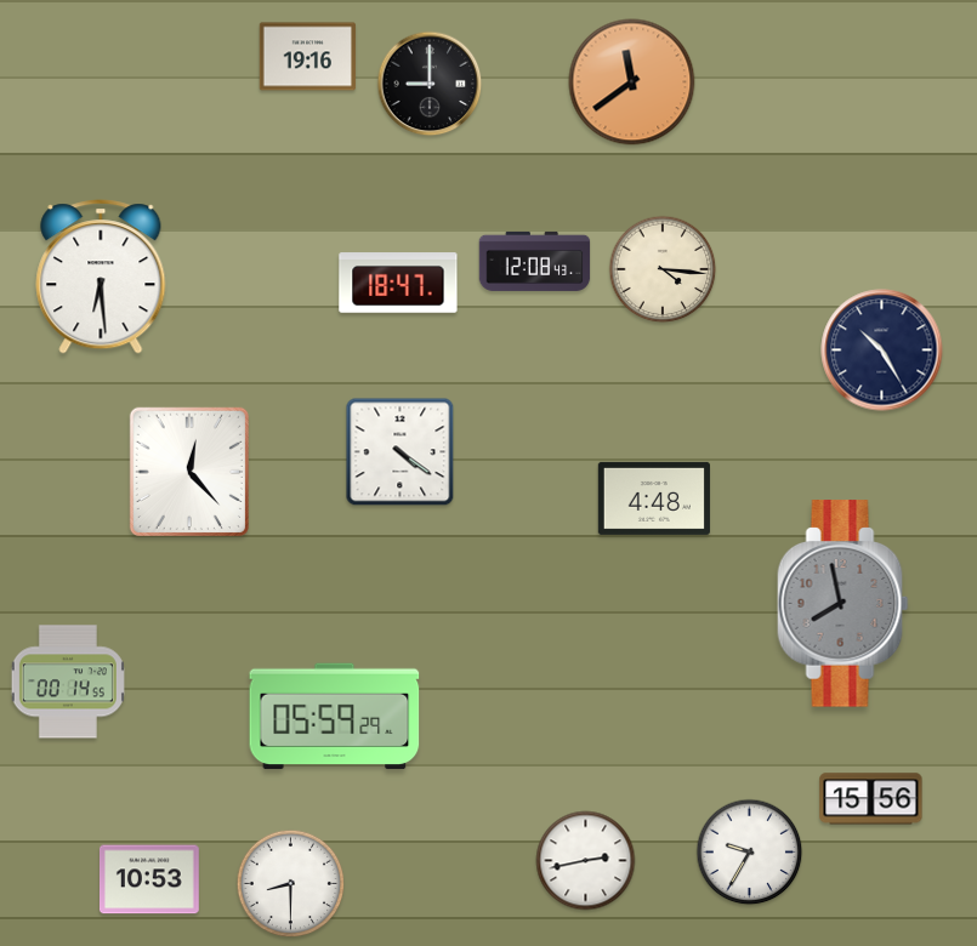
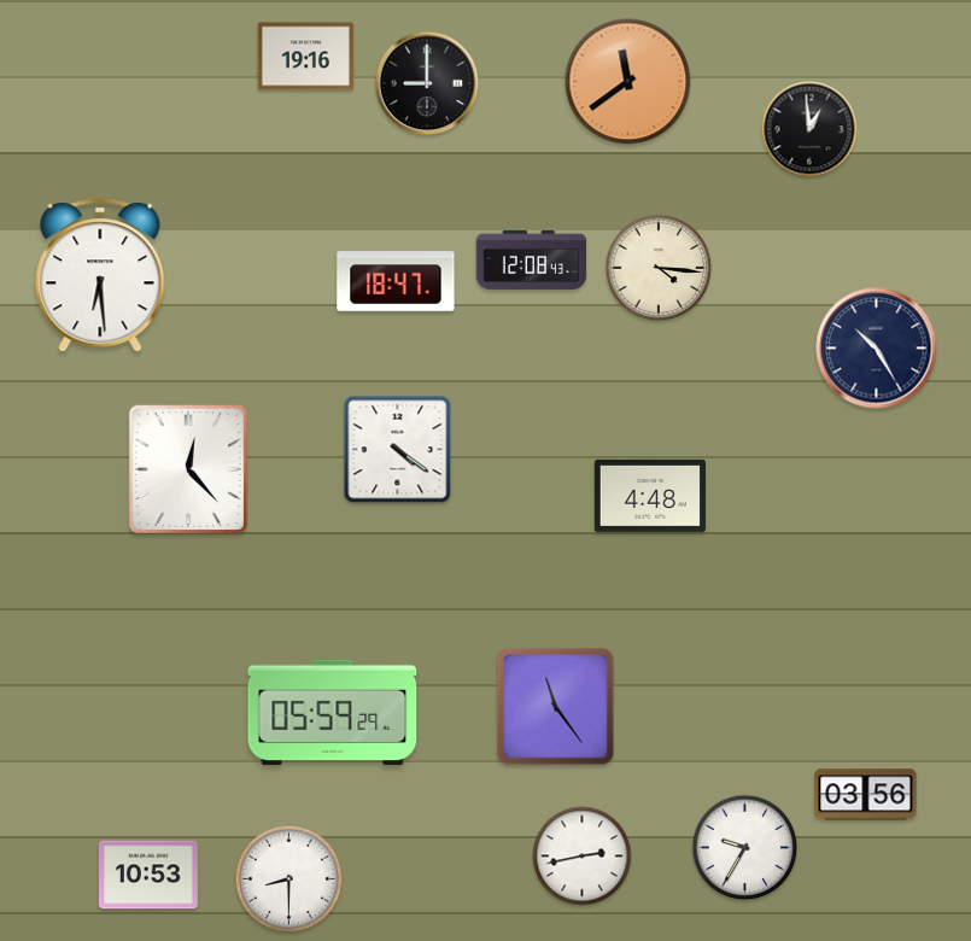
clock at (809, 129): none -> 12:59
clock at (843, 604): 7:58 -> none
clock at (68, 682): 00:14 -> none
clock at (556, 707): none -> 11:24
clock at (871, 799): 15:56 -> 03:56
